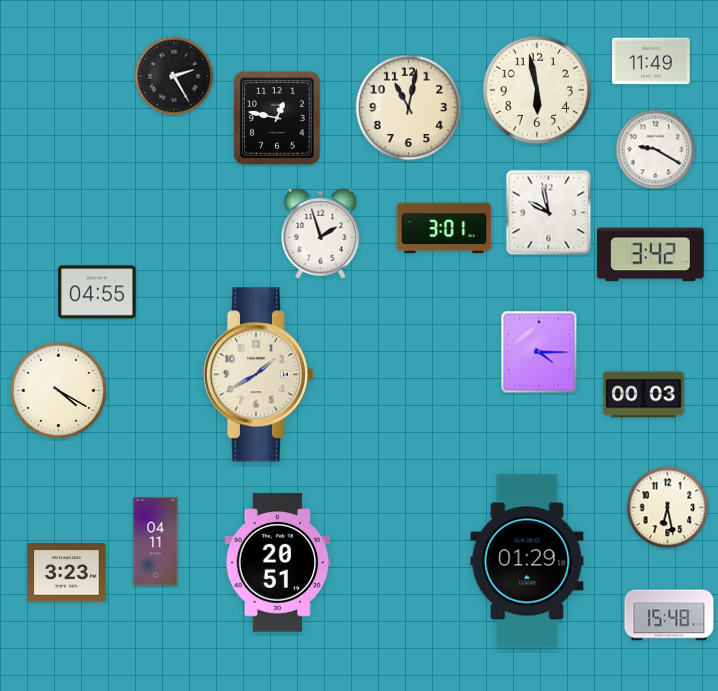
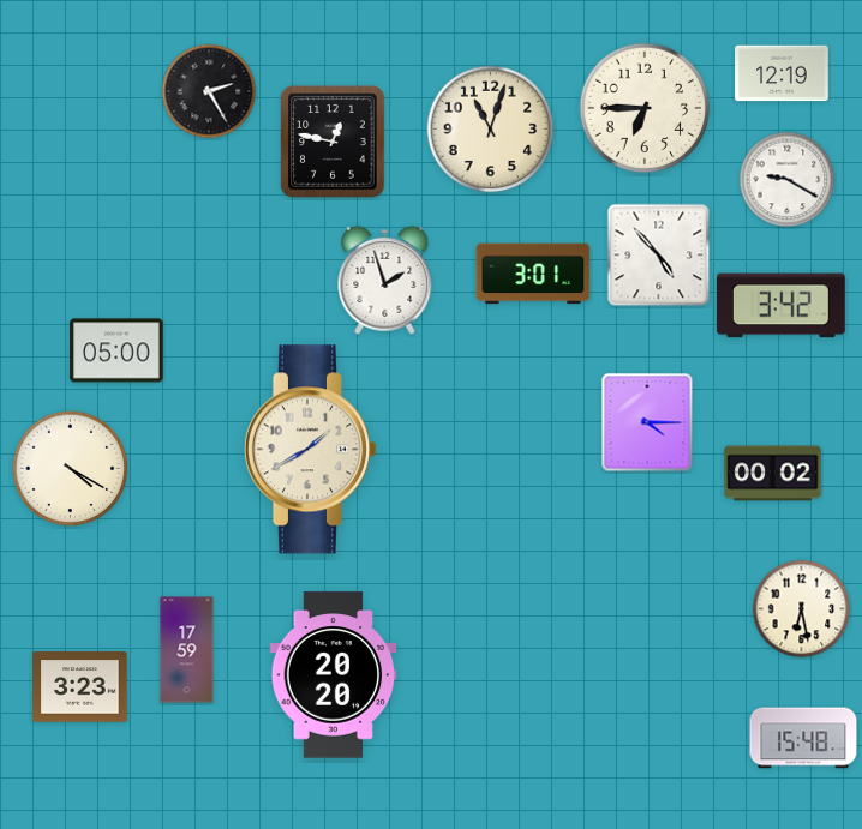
clock at (651, 61): 11:49 -> 12:19
clock at (537, 90): 5:58 -> 6:45
clock at (409, 108): 11:02 -> 11:03
clock at (549, 213): 9:58 -> 4:53
clock at (97, 292): 04:55 -> 05:00
clock at (644, 395): 00:03 -> 00:02
clock at (156, 542): 04:11 -> 17:59
clock at (527, 561): 01:29 -> none
clock at (278, 563): 20:51 -> 20:20
